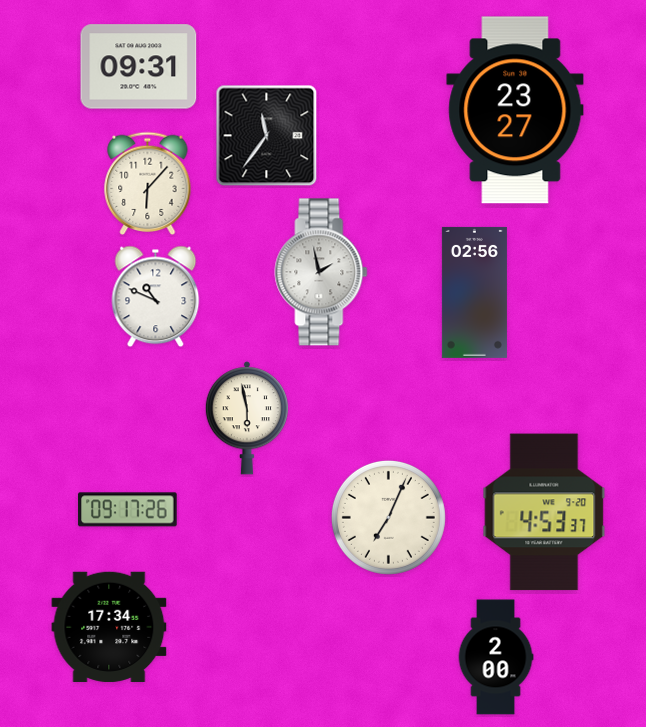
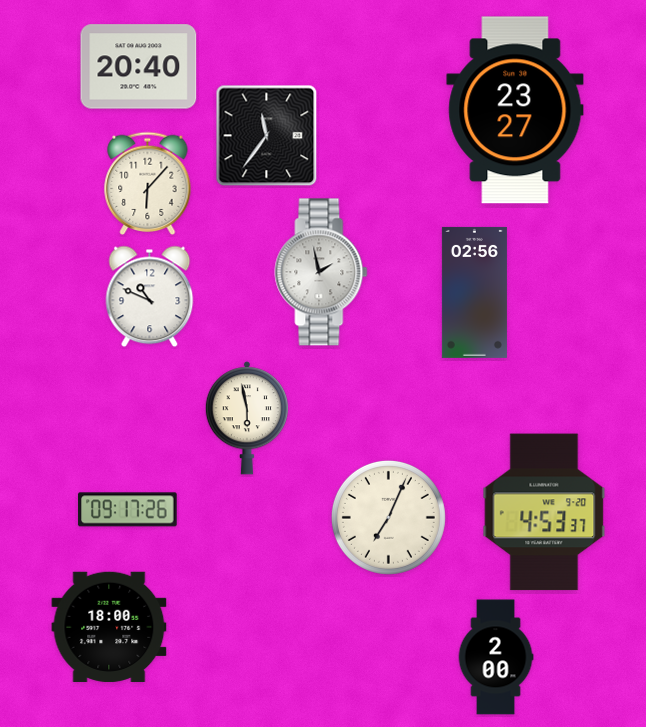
clock at (139, 67): 09:31 -> 20:40
clock at (156, 297) position: (156, 297) -> (150, 297)
clock at (109, 627): 17:34 -> 18:00
